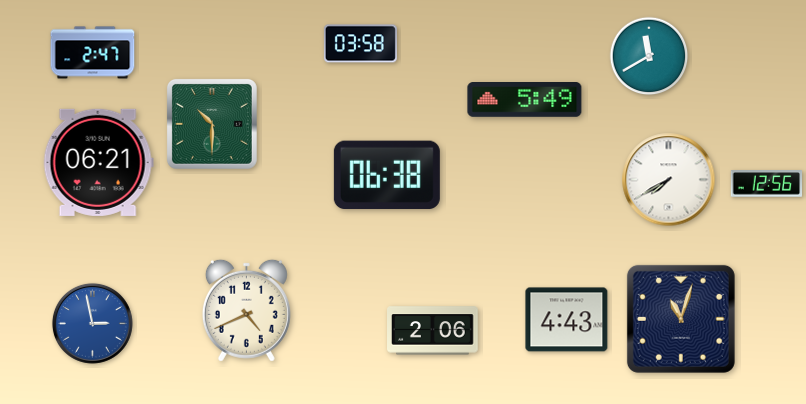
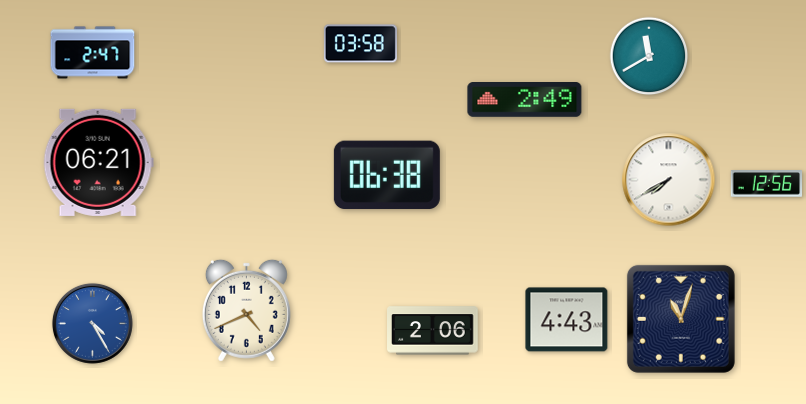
clock at (525, 100): 5:49 -> 2:49
clock at (212, 124): 10:30 -> none
clock at (92, 323): 2:58 -> 4:25
